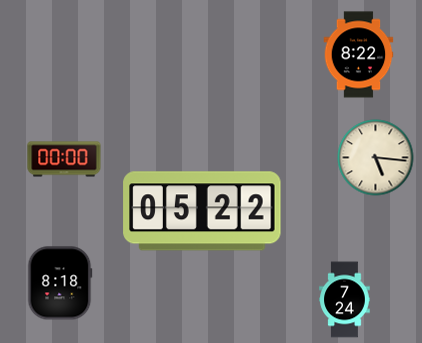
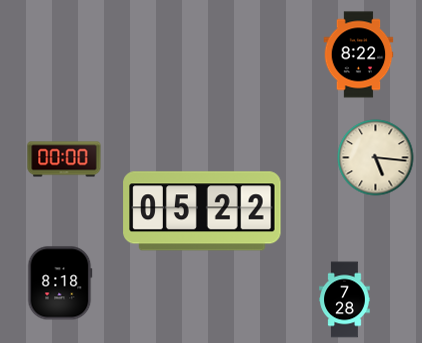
clock at (345, 300): 7:24 -> 7:28
